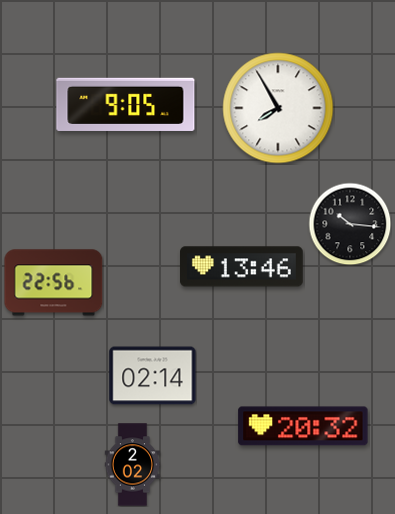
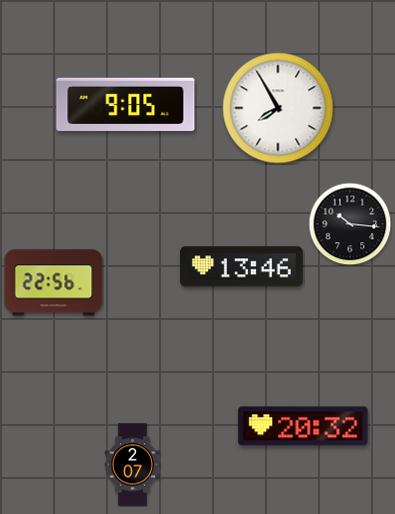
clock at (153, 376): 02:14 -> none
clock at (133, 465): 2:02 -> 2:07
